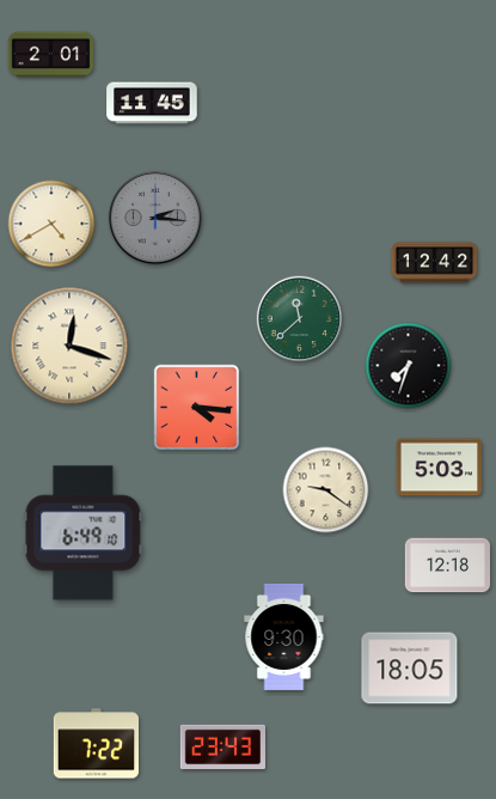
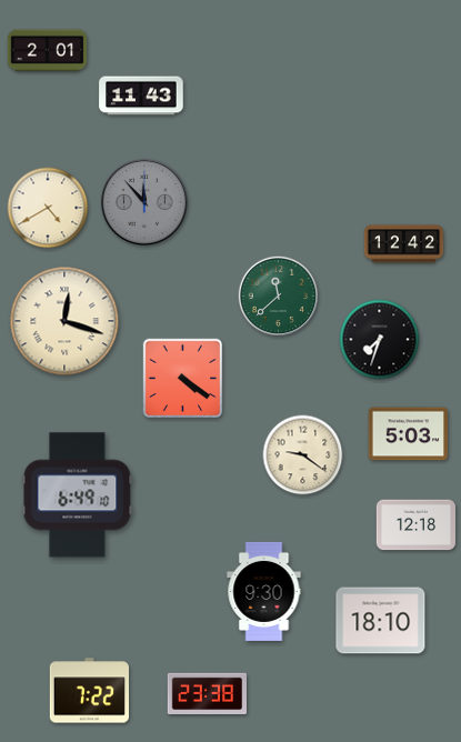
clock at (152, 103): 11:45 -> 11:43
clock at (155, 218): 2:16 -> 11:53
clock at (197, 408): 4:16 -> 4:21
clock at (410, 669): 18:05 -> 18:10
clock at (222, 746): 23:43 -> 23:38
